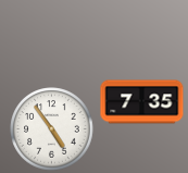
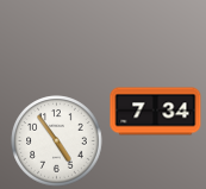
clock at (142, 102): 7:35 -> 7:34
